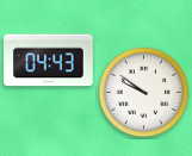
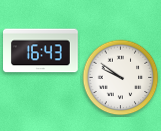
clock at (49, 61): 04:43 -> 16:43
